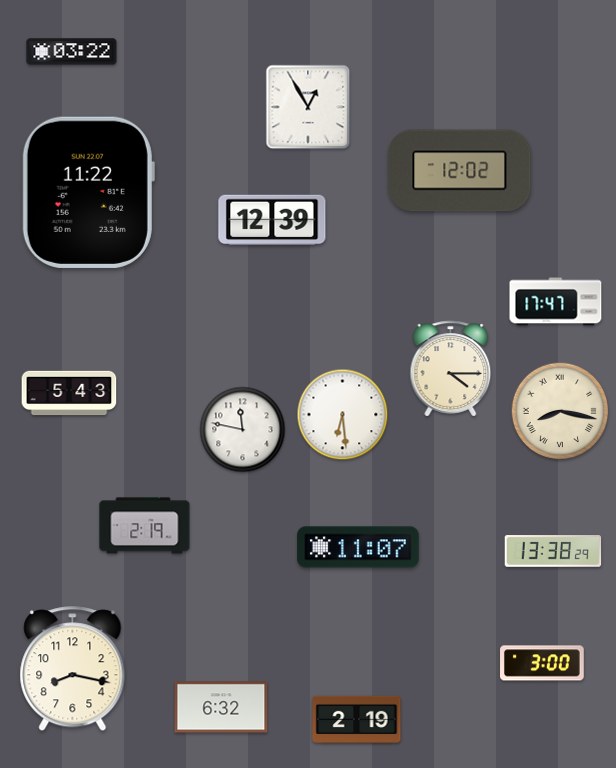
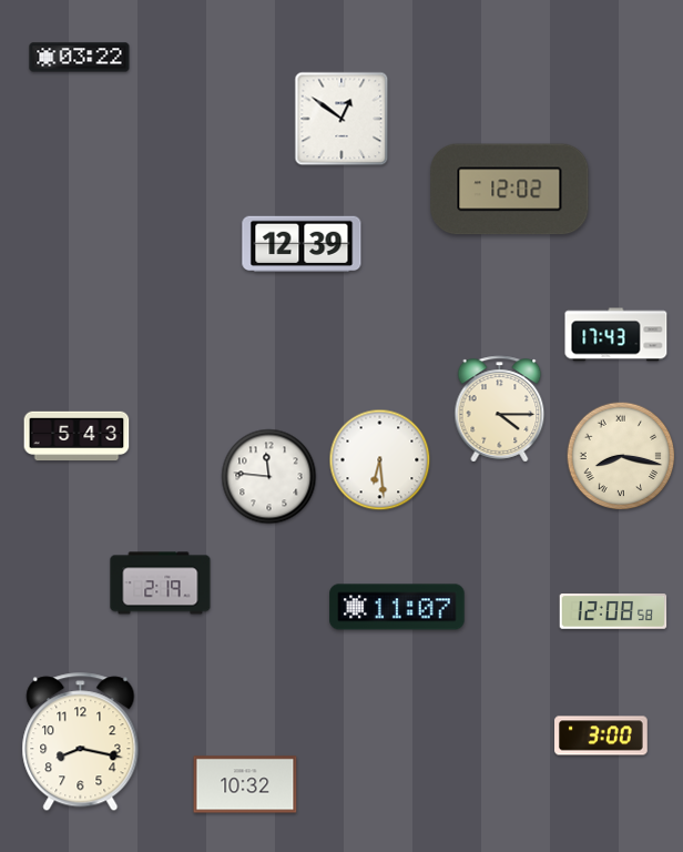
clock at (308, 107): 12:55 -> 12:51
clock at (88, 192): 11:22 -> none
clock at (556, 302): 17:47 -> 17:43
clock at (243, 430): 11:47 -> 11:46
clock at (553, 551): 13:38 -> 12:08
clock at (221, 707): 6:32 -> 10:32
clock at (357, 719): 2:19 -> none
